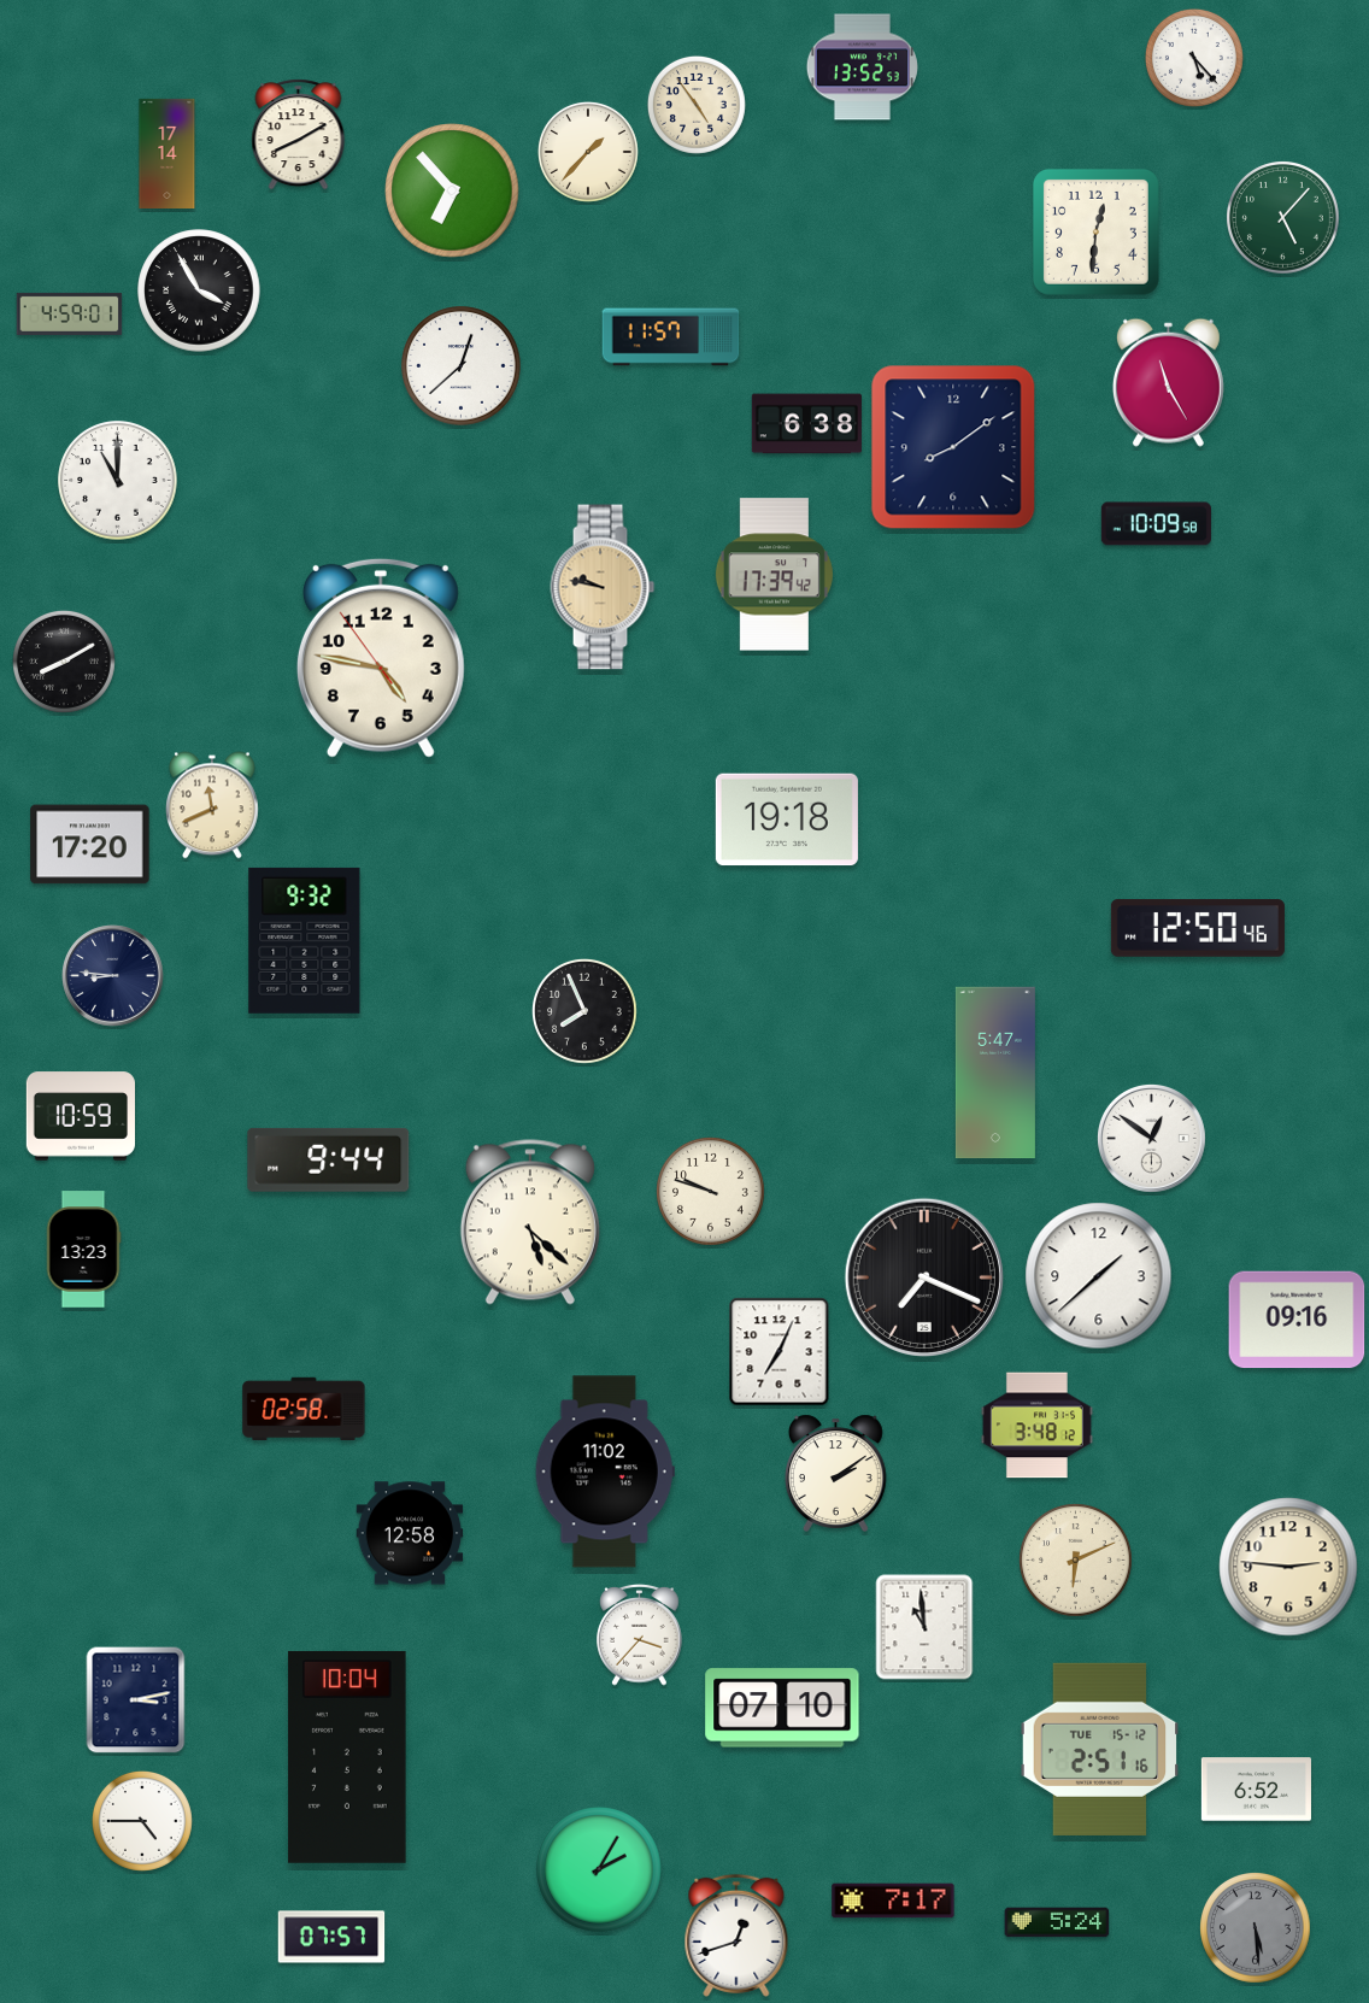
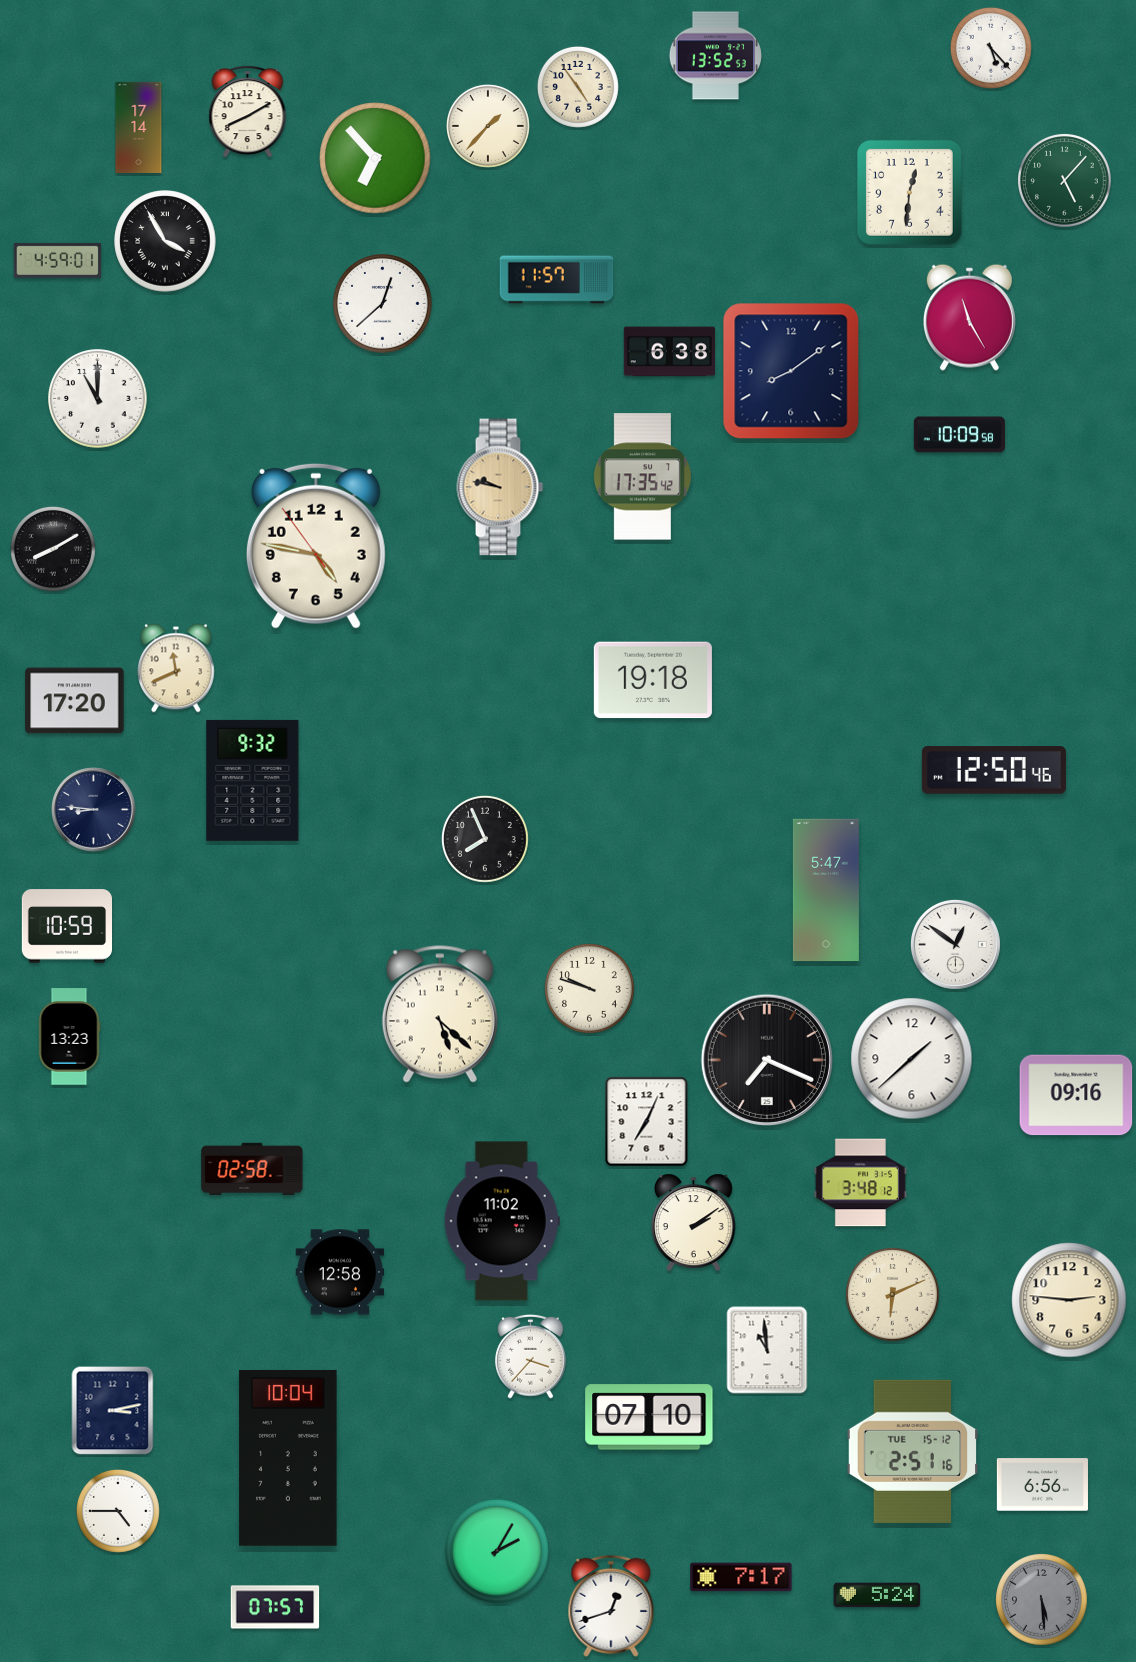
clock at (774, 575): 17:39 -> 17:35
clock at (329, 1159): 9:44 -> none
clock at (1256, 1790): 6:52 -> 6:56
